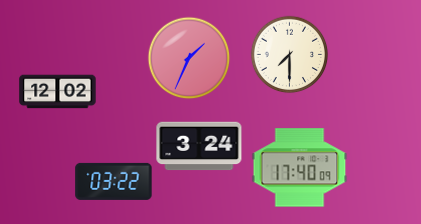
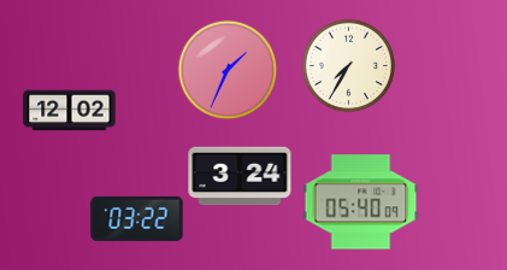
clock at (289, 54): 7:30 -> 7:35
clock at (300, 168): 17:40 -> 05:40
